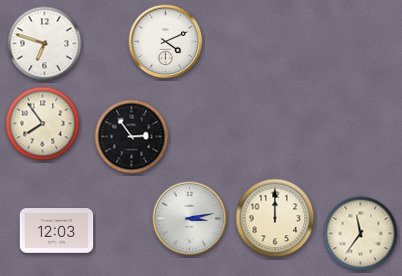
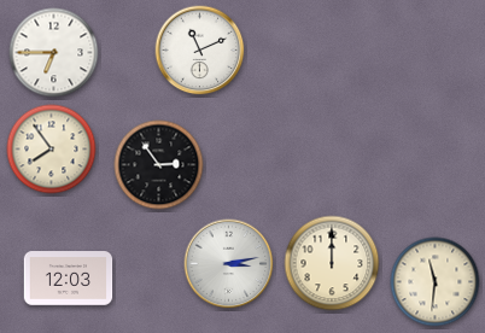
clock at (166, 42): 4:11 -> 11:11
clock at (45, 44): 6:48 -> 6:45
clock at (361, 234): 11:36 -> 11:31
